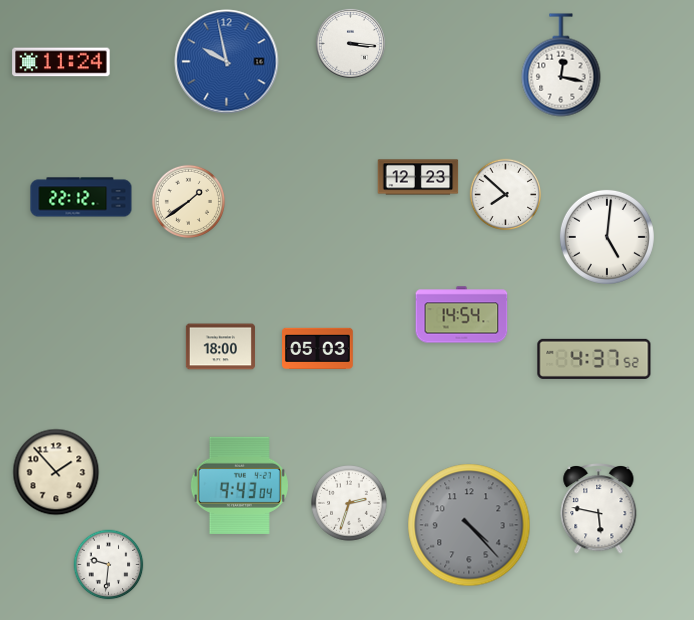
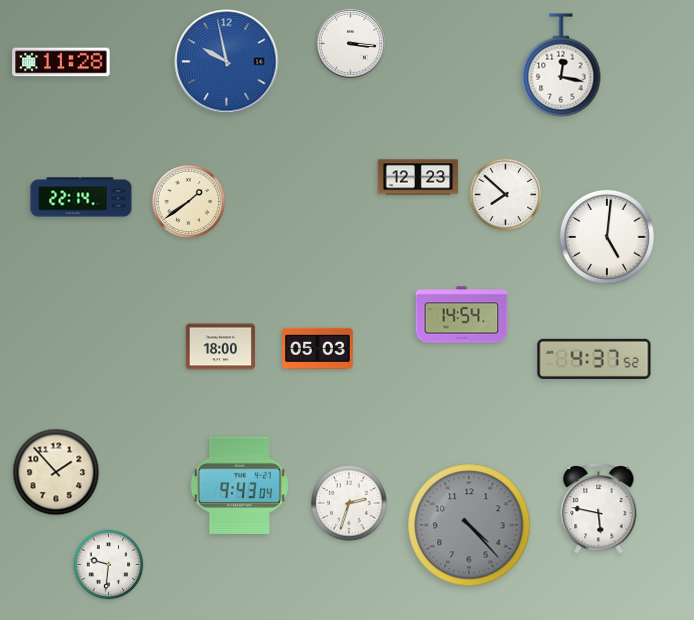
clock at (61, 62): 11:24 -> 11:28
clock at (81, 197): 22:12 -> 22:14
